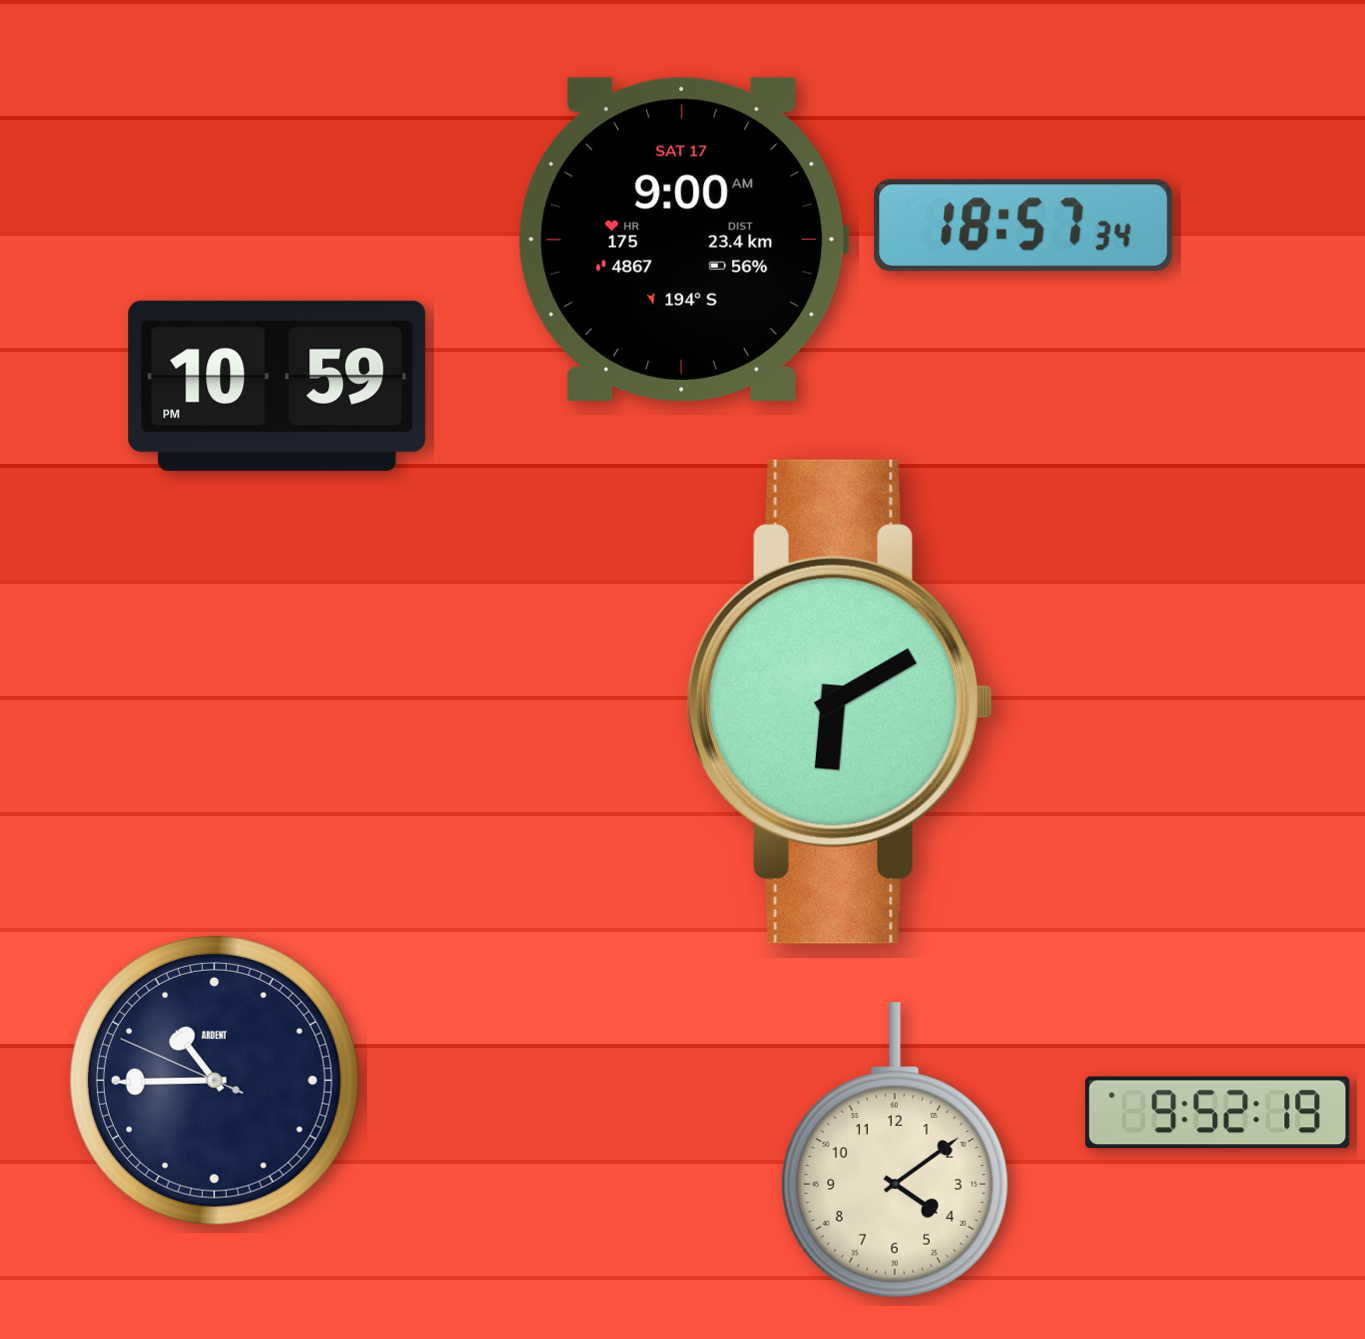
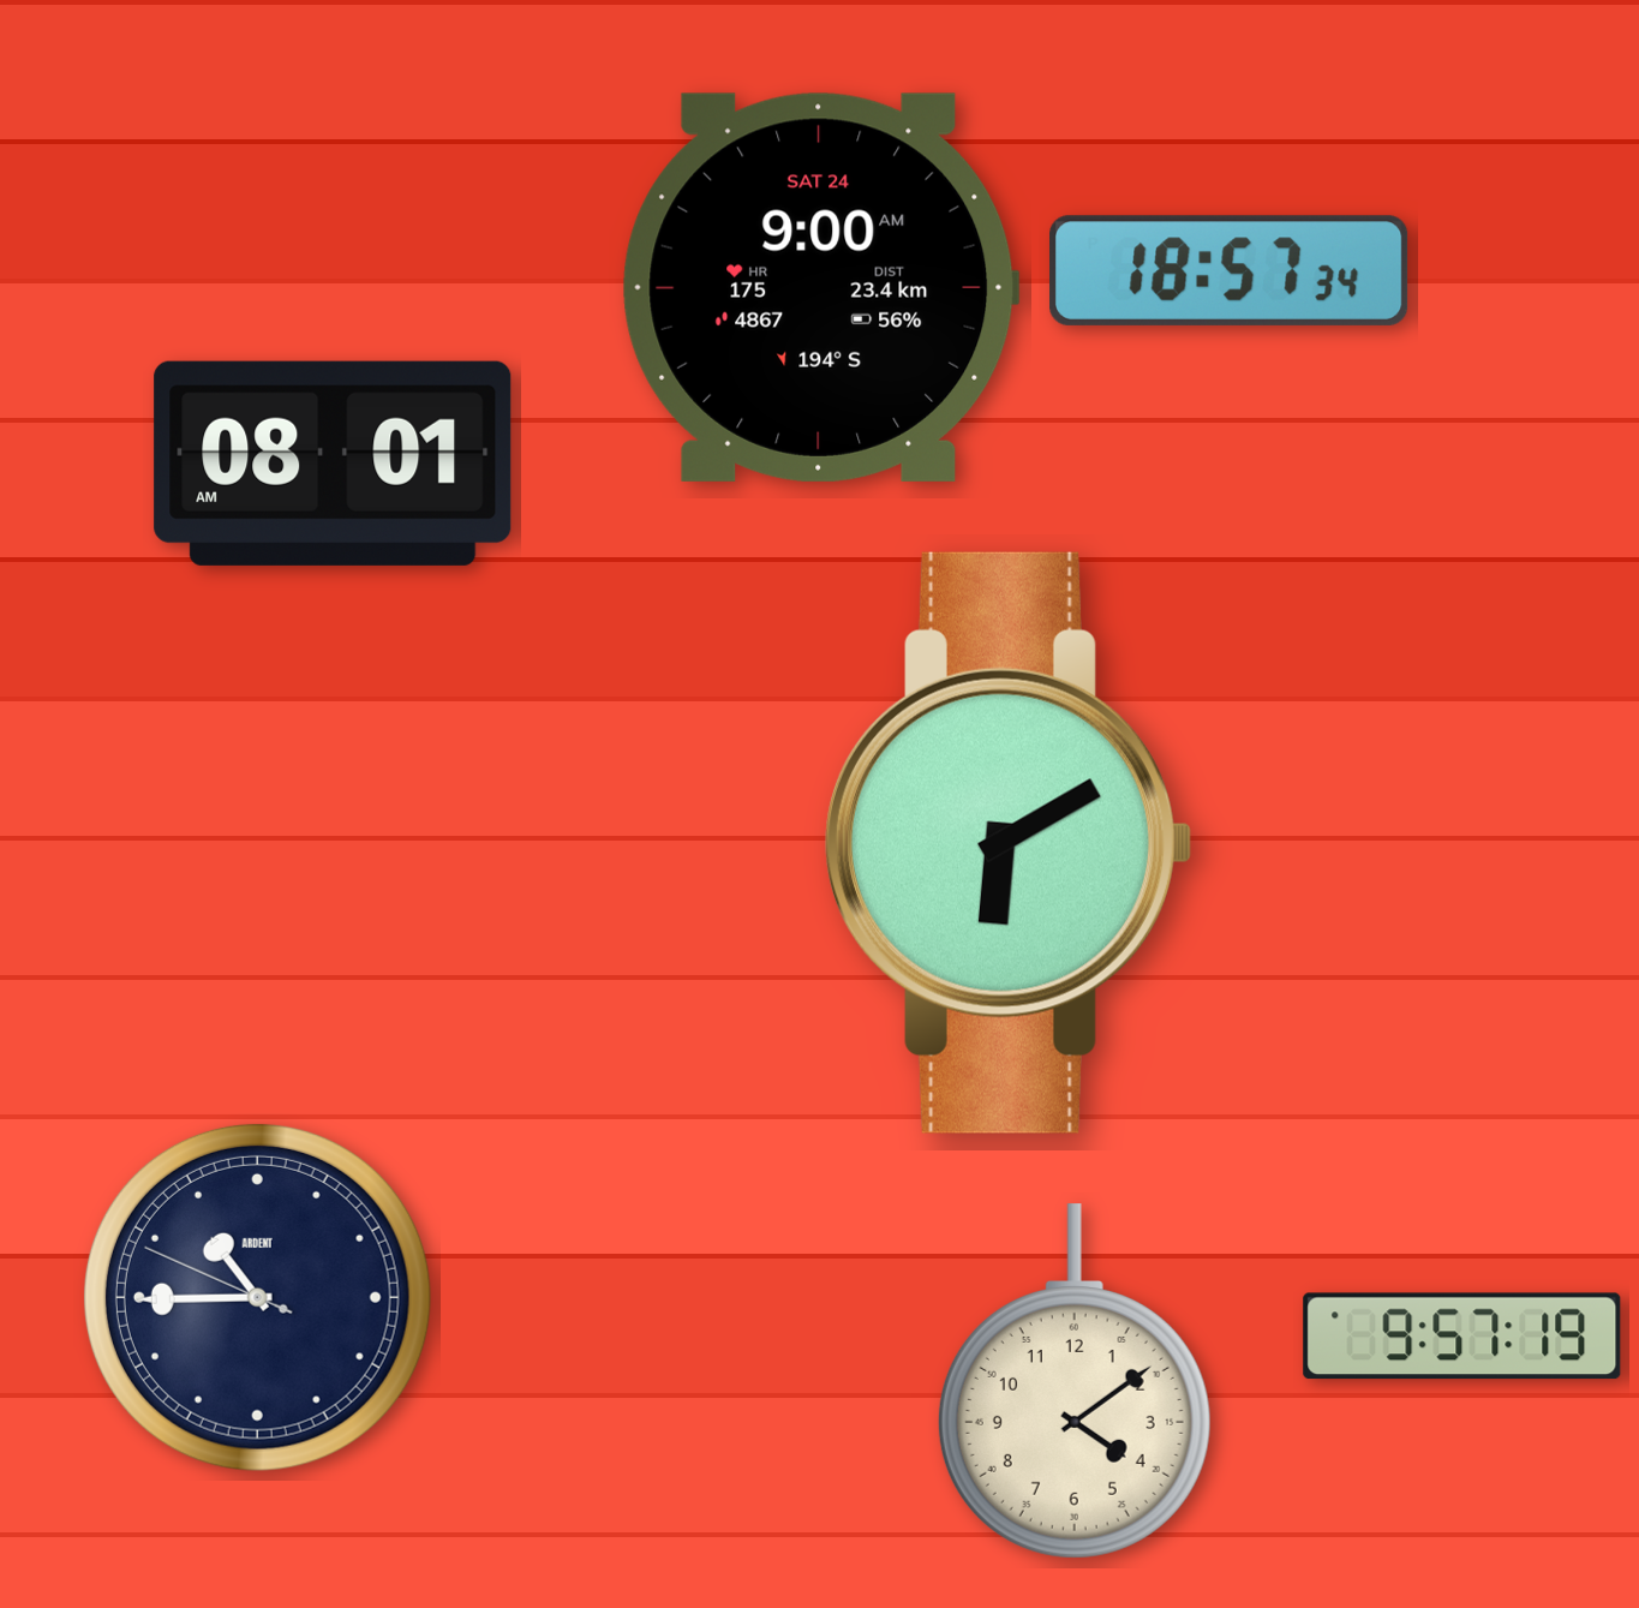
clock at (683, 239) date: SAT 17 -> SAT 24
clock at (277, 386): 10:59 -> 08:01
clock at (1218, 1113): 9:52 -> 9:57
